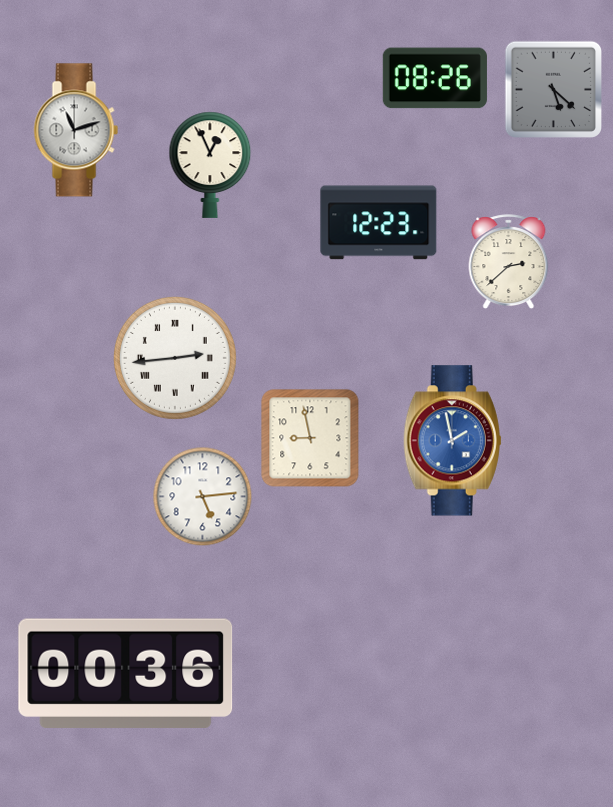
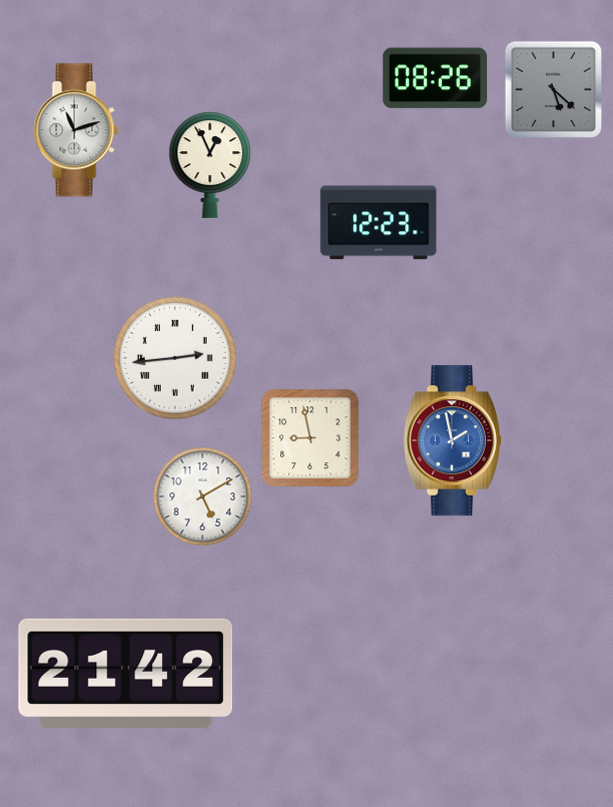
clock at (509, 262): 2:38 -> none
clock at (203, 497): 5:14 -> 5:10
clock at (126, 673): 00:36 -> 21:42
